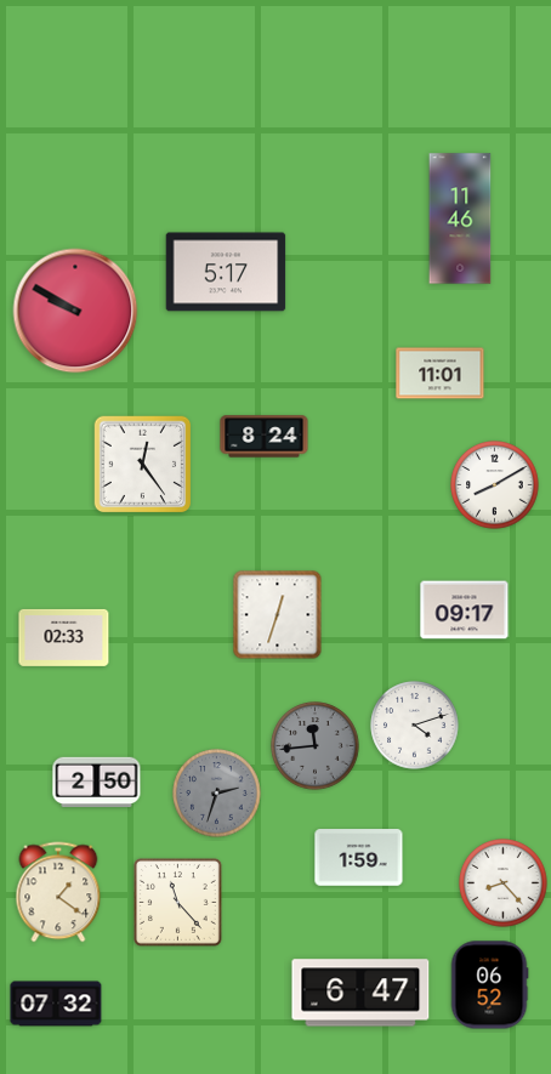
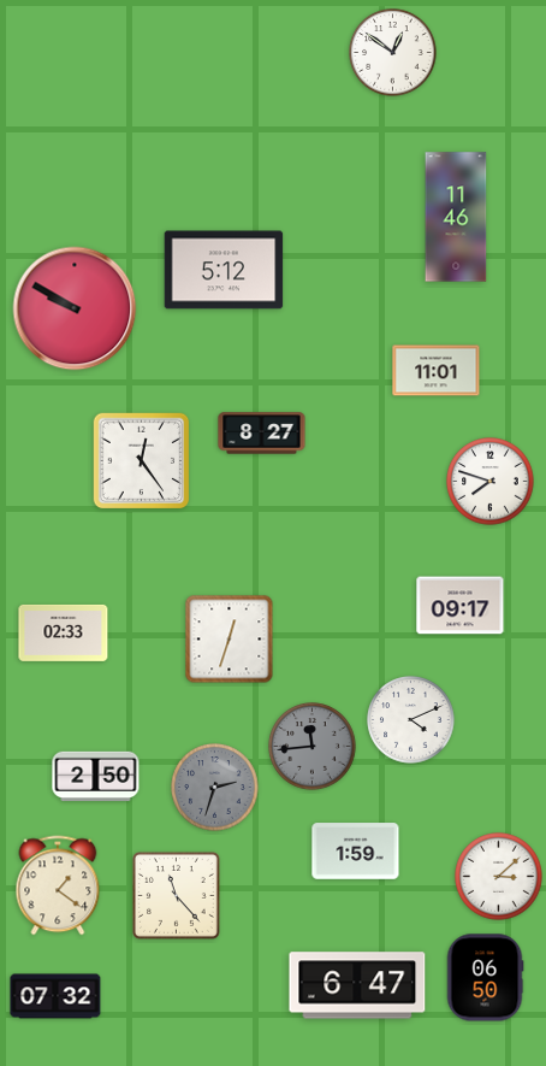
clock at (393, 53): none -> 12:51
clock at (226, 272): 5:17 -> 5:12
clock at (265, 437): 8:24 -> 8:27
clock at (495, 485): 8:10 -> 7:48
clock at (278, 615) position: (278, 615) -> (230, 640)
clock at (415, 726): 4:12 -> 4:11
clock at (316, 746) position: (316, 746) -> (313, 747)
clock at (504, 883): 8:23 -> 3:08
clock at (489, 985): 06:52 -> 06:50
